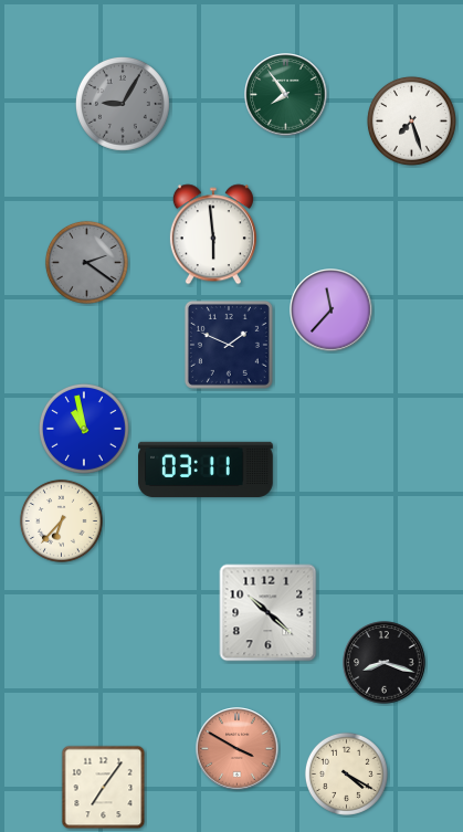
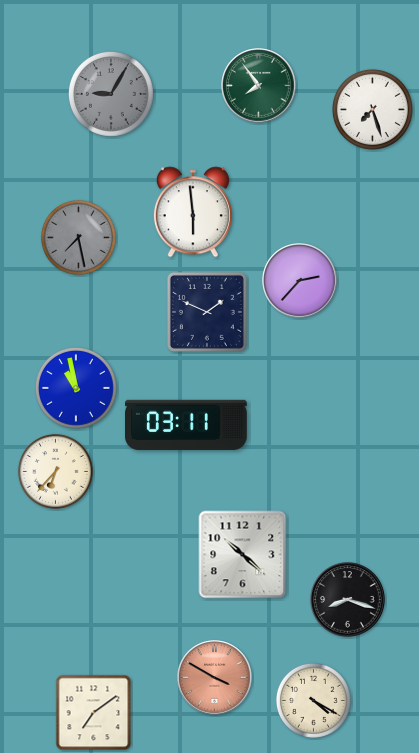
clock at (86, 262): 2:21 -> 7:28
clock at (332, 310): 11:37 -> 2:37
clock at (104, 788): 7:06 -> 7:09
